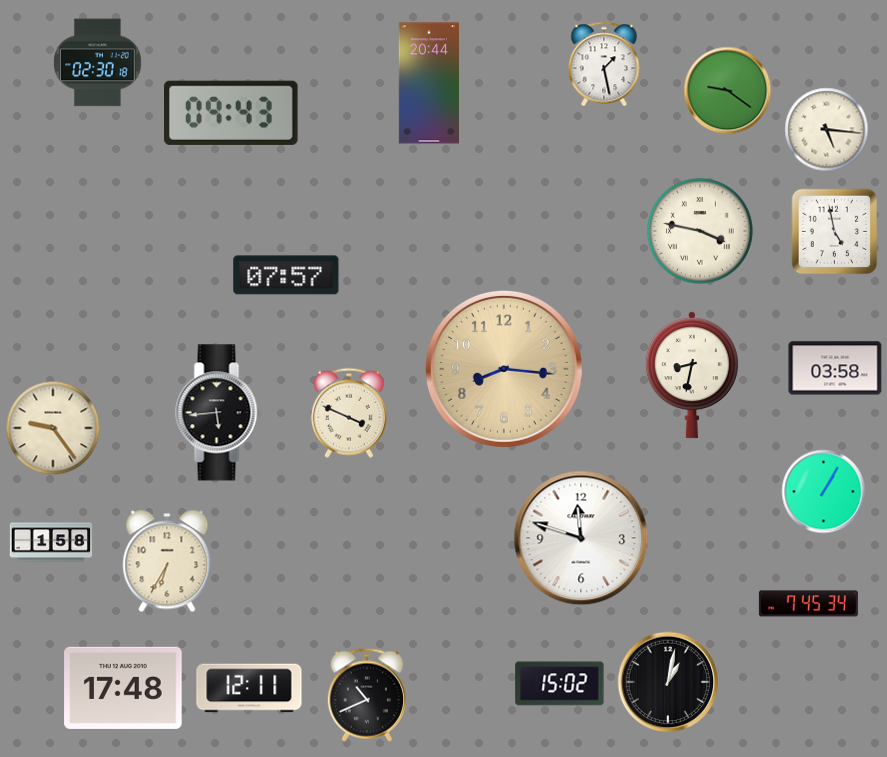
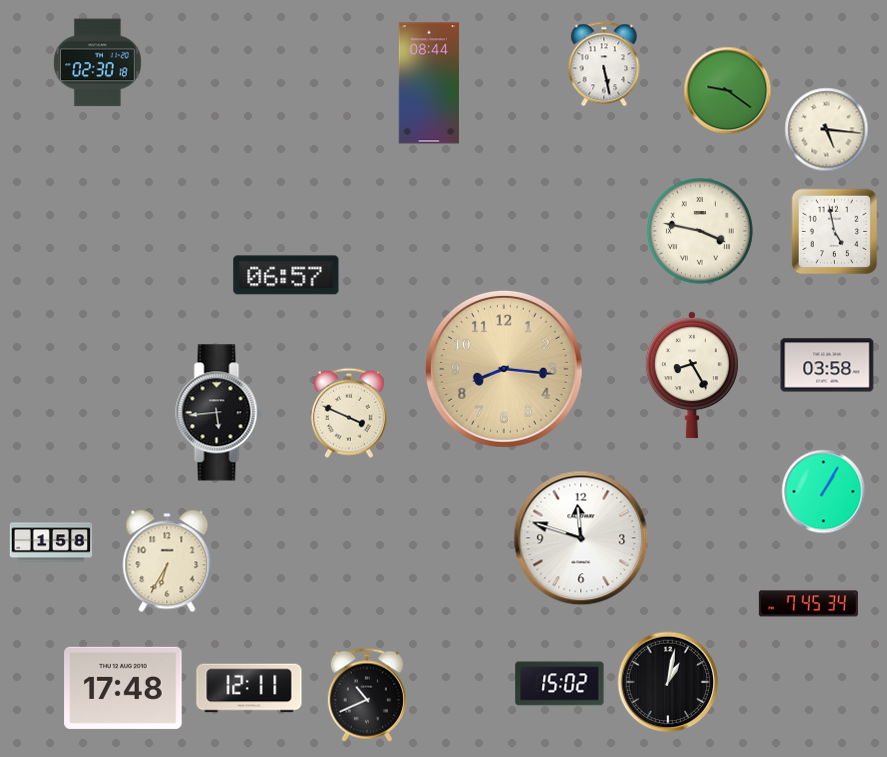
clock at (604, 64): 1:28 -> 5:28
clock at (428, 83): 20:44 -> 08:44
clock at (231, 113): 09:43 -> none
clock at (286, 275): 07:57 -> 06:57
clock at (835, 368) position: (835, 368) -> (827, 365)
clock at (692, 375): 8:32 -> 8:25
clock at (53, 428): 9:24 -> none
